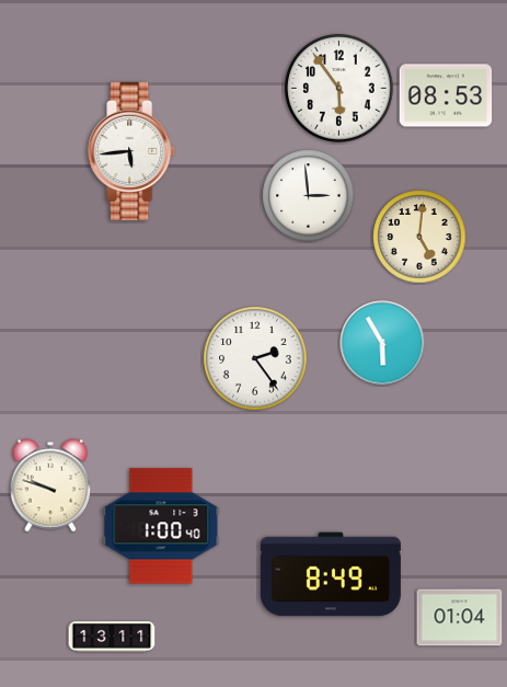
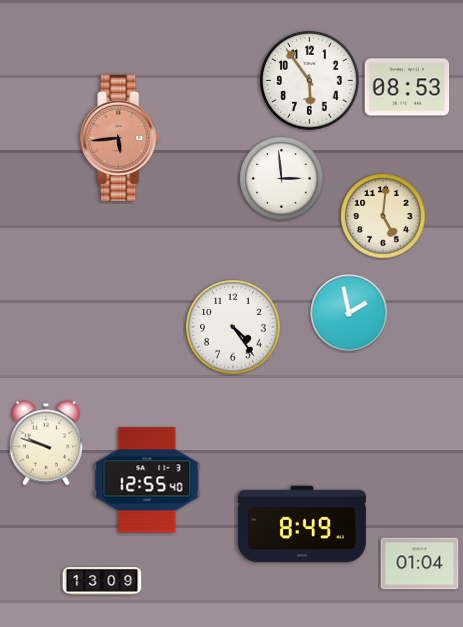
clock at (132, 151) dial: white -> salmon
clock at (382, 343): 5:55 -> 1:58
clock at (255, 358): 2:24 -> 4:24
clock at (161, 526): 1:00 -> 12:55
clock at (112, 638): 13:11 -> 13:09
